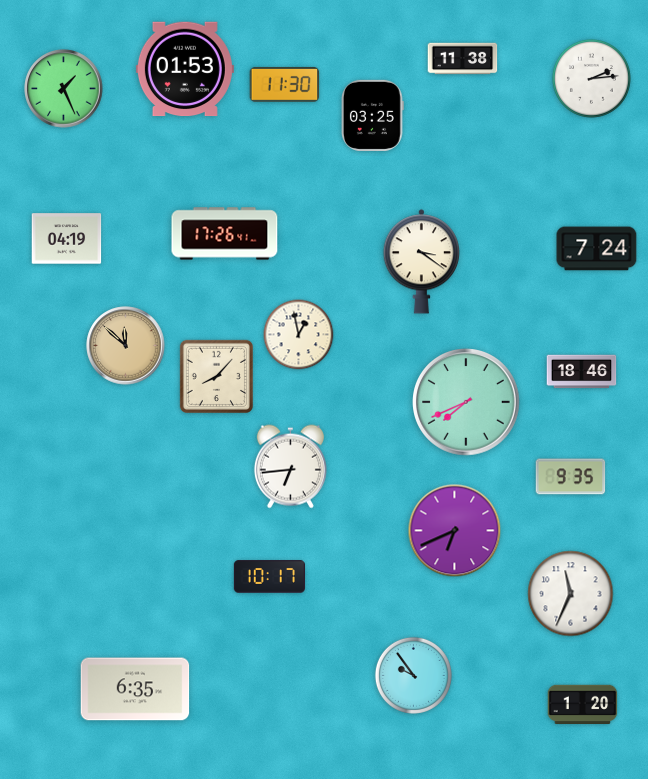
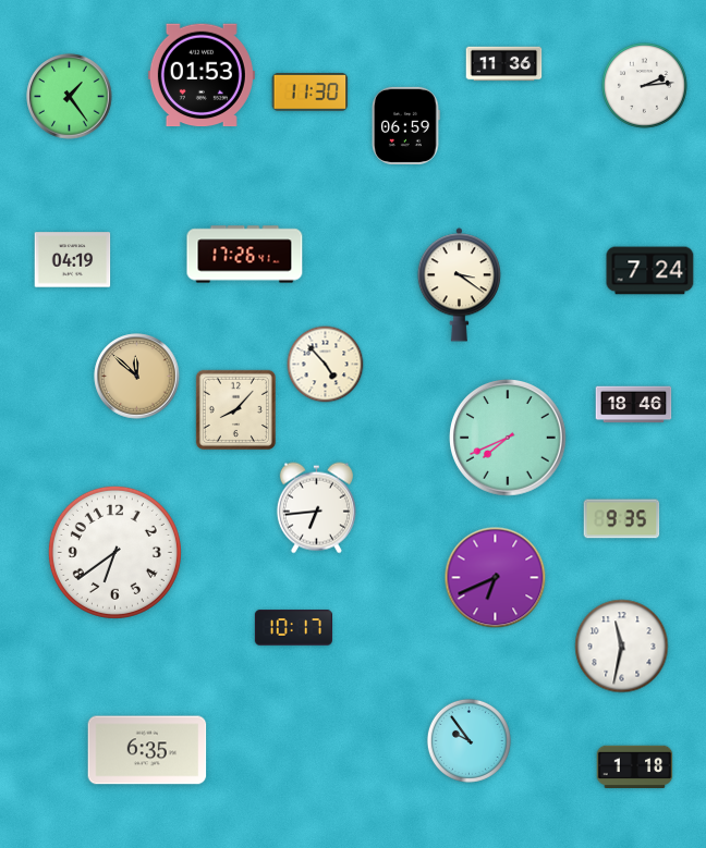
clock at (463, 59): 11:38 -> 11:36
clock at (64, 89): 1:26 -> 1:24
clock at (372, 115): 03:25 -> 06:59
clock at (299, 335): 12:58 -> 4:53
clock at (114, 552): none -> 6:39
clock at (571, 594): 11:34 -> 11:32
clock at (413, 675) position: (413, 675) -> (468, 740)
clock at (583, 704): 1:20 -> 1:18
